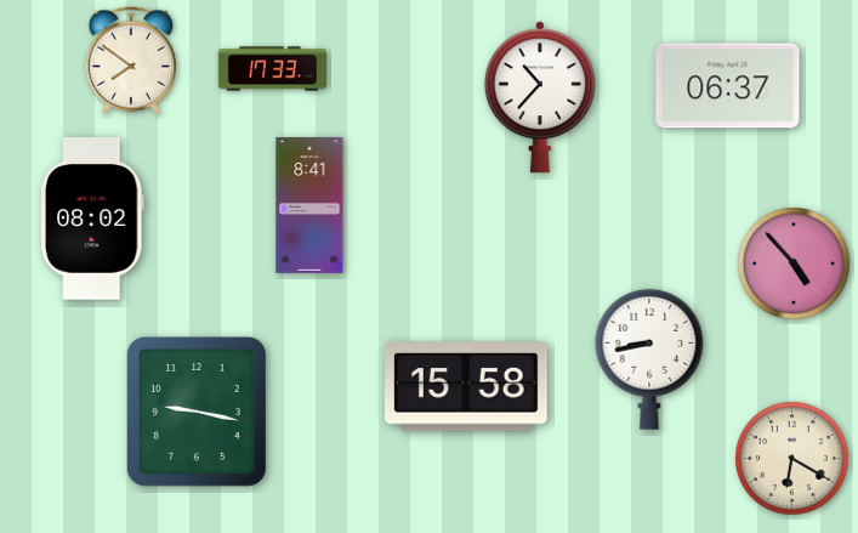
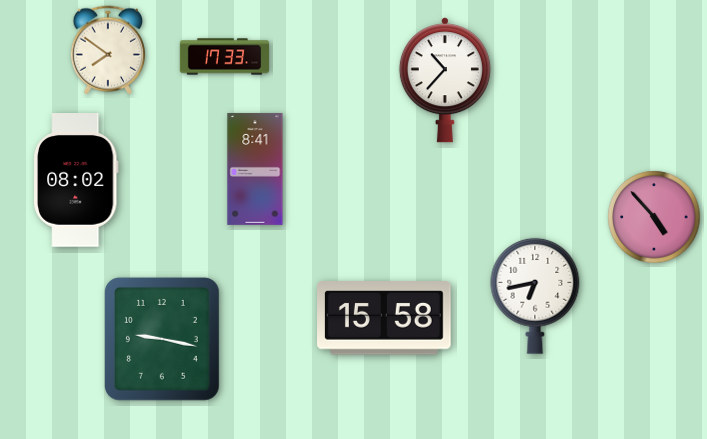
clock at (728, 86): 06:37 -> none
clock at (649, 359): 8:43 -> 6:43
clock at (792, 459): 6:20 -> none
